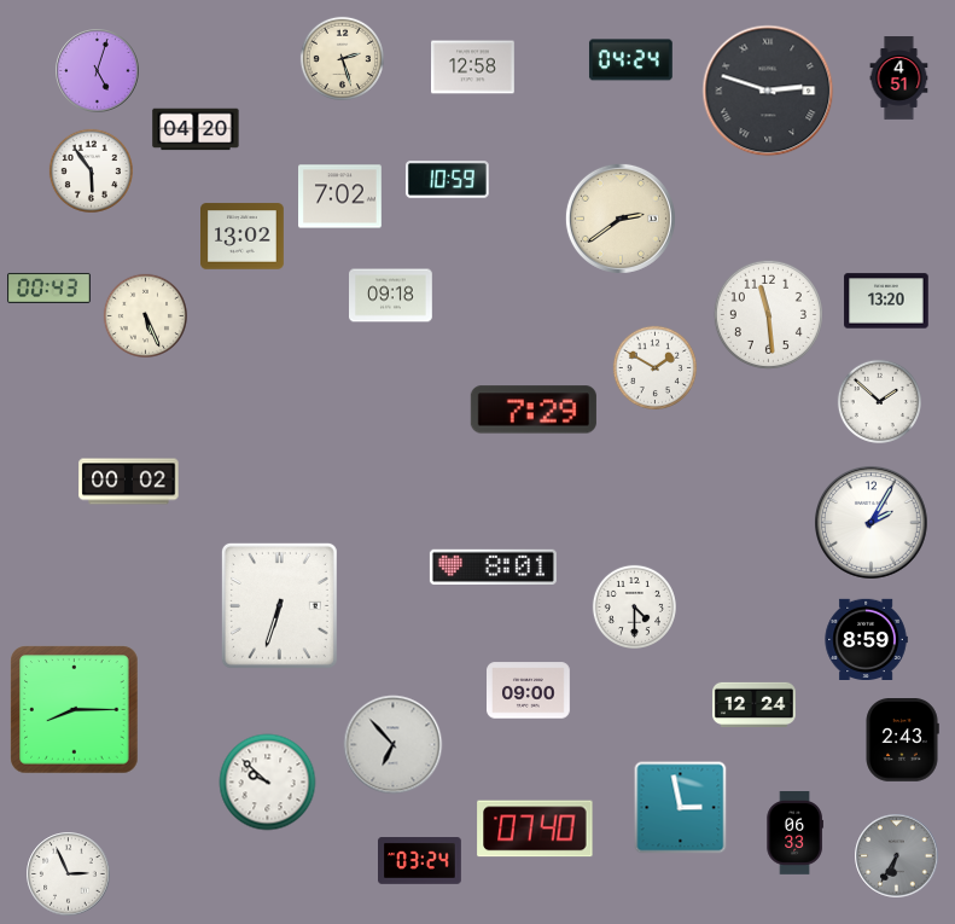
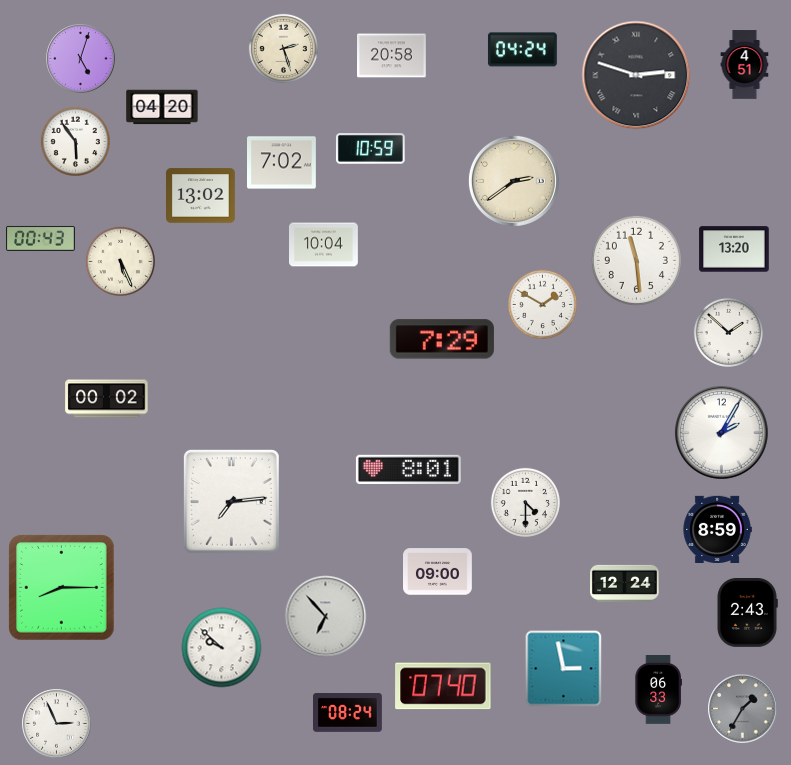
clock at (473, 68): 12:58 -> 20:58
clock at (391, 296): 09:18 -> 10:04
clock at (279, 605): 6:33 -> 7:14
clock at (897, 856): 6:35 -> 1:35
clock at (420, 861): 03:24 -> 08:24
